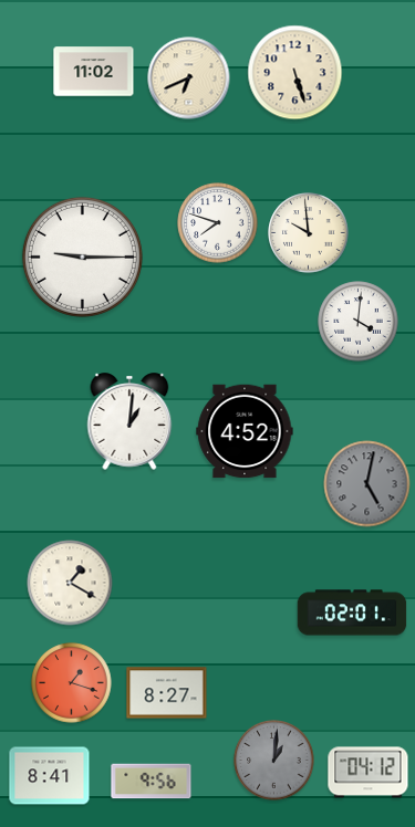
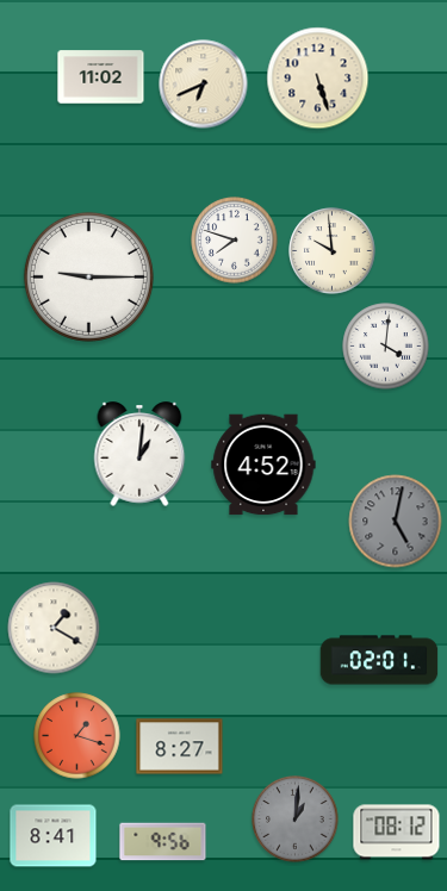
clock at (70, 583) position: (70, 583) -> (54, 628)
clock at (369, 773): 04:12 -> 08:12
